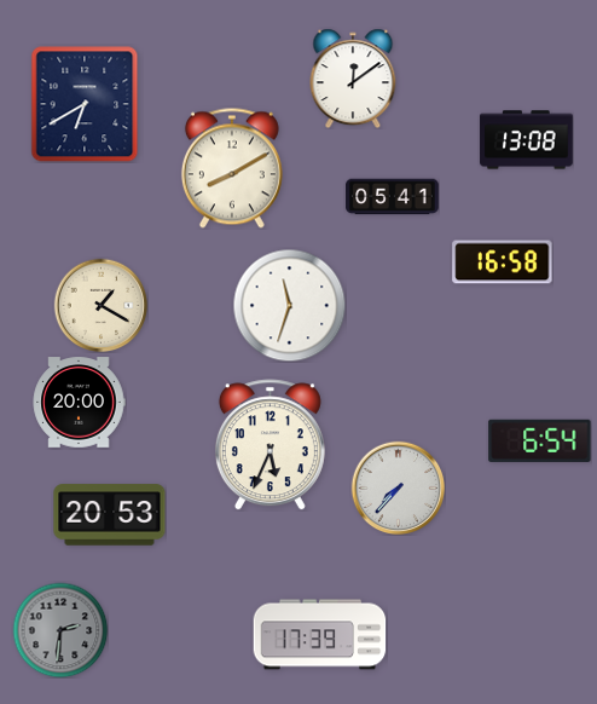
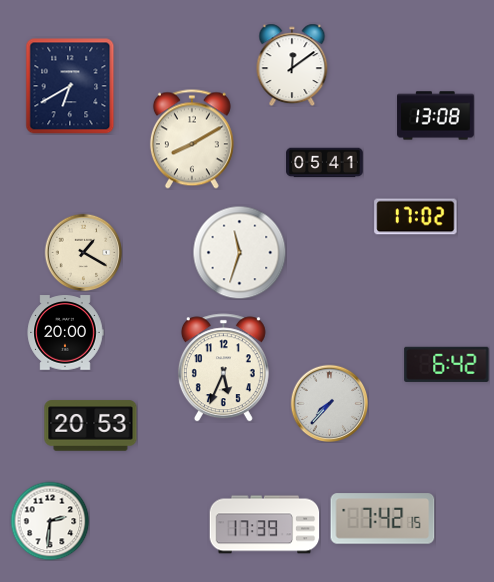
clock at (503, 262): 16:58 -> 17:02
clock at (540, 440): 6:54 -> 6:42
clock at (383, 519): none -> 7:42
clock at (60, 630) dial: grey -> white
